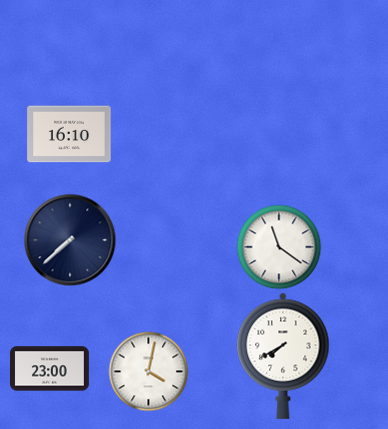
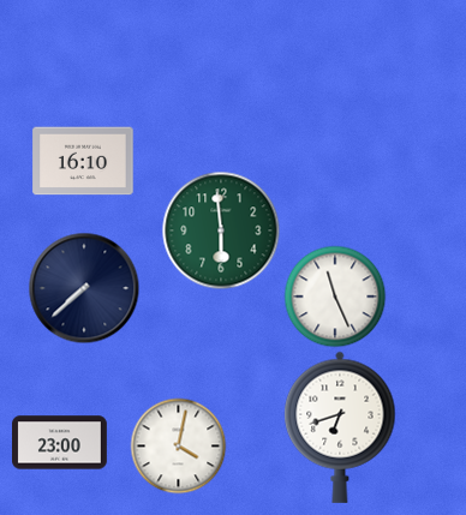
clock at (221, 230): none -> 5:59
clock at (279, 247): 11:21 -> 11:26
clock at (283, 356): 7:40 -> 6:42
